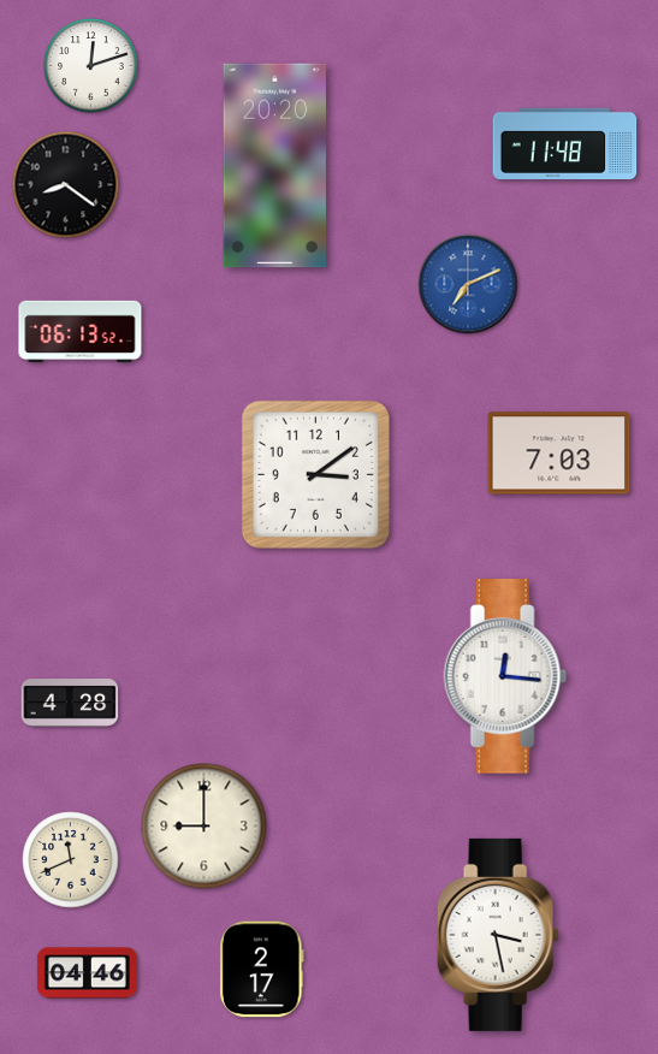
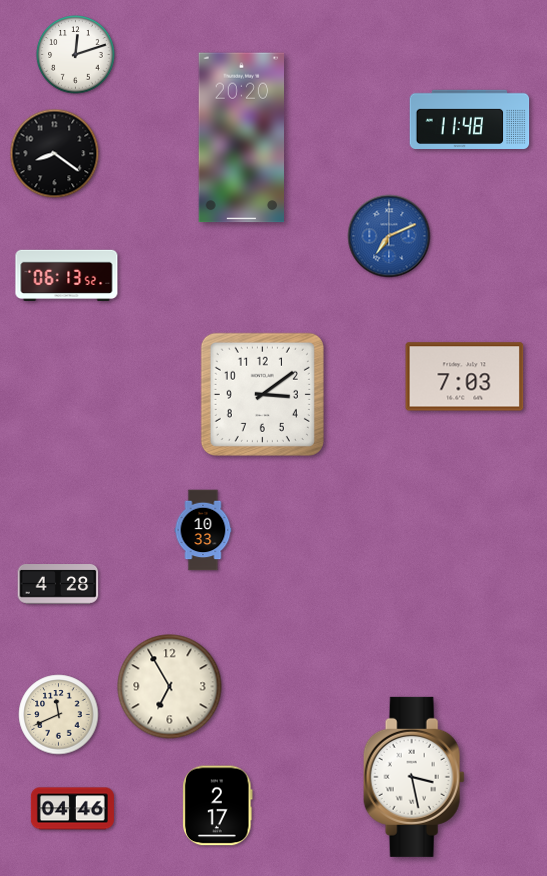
clock at (275, 166) position: (275, 166) -> (242, 138)
clock at (203, 530): none -> 10:33
clock at (505, 677): 12:16 -> none
clock at (204, 827): 9:00 -> 6:55
